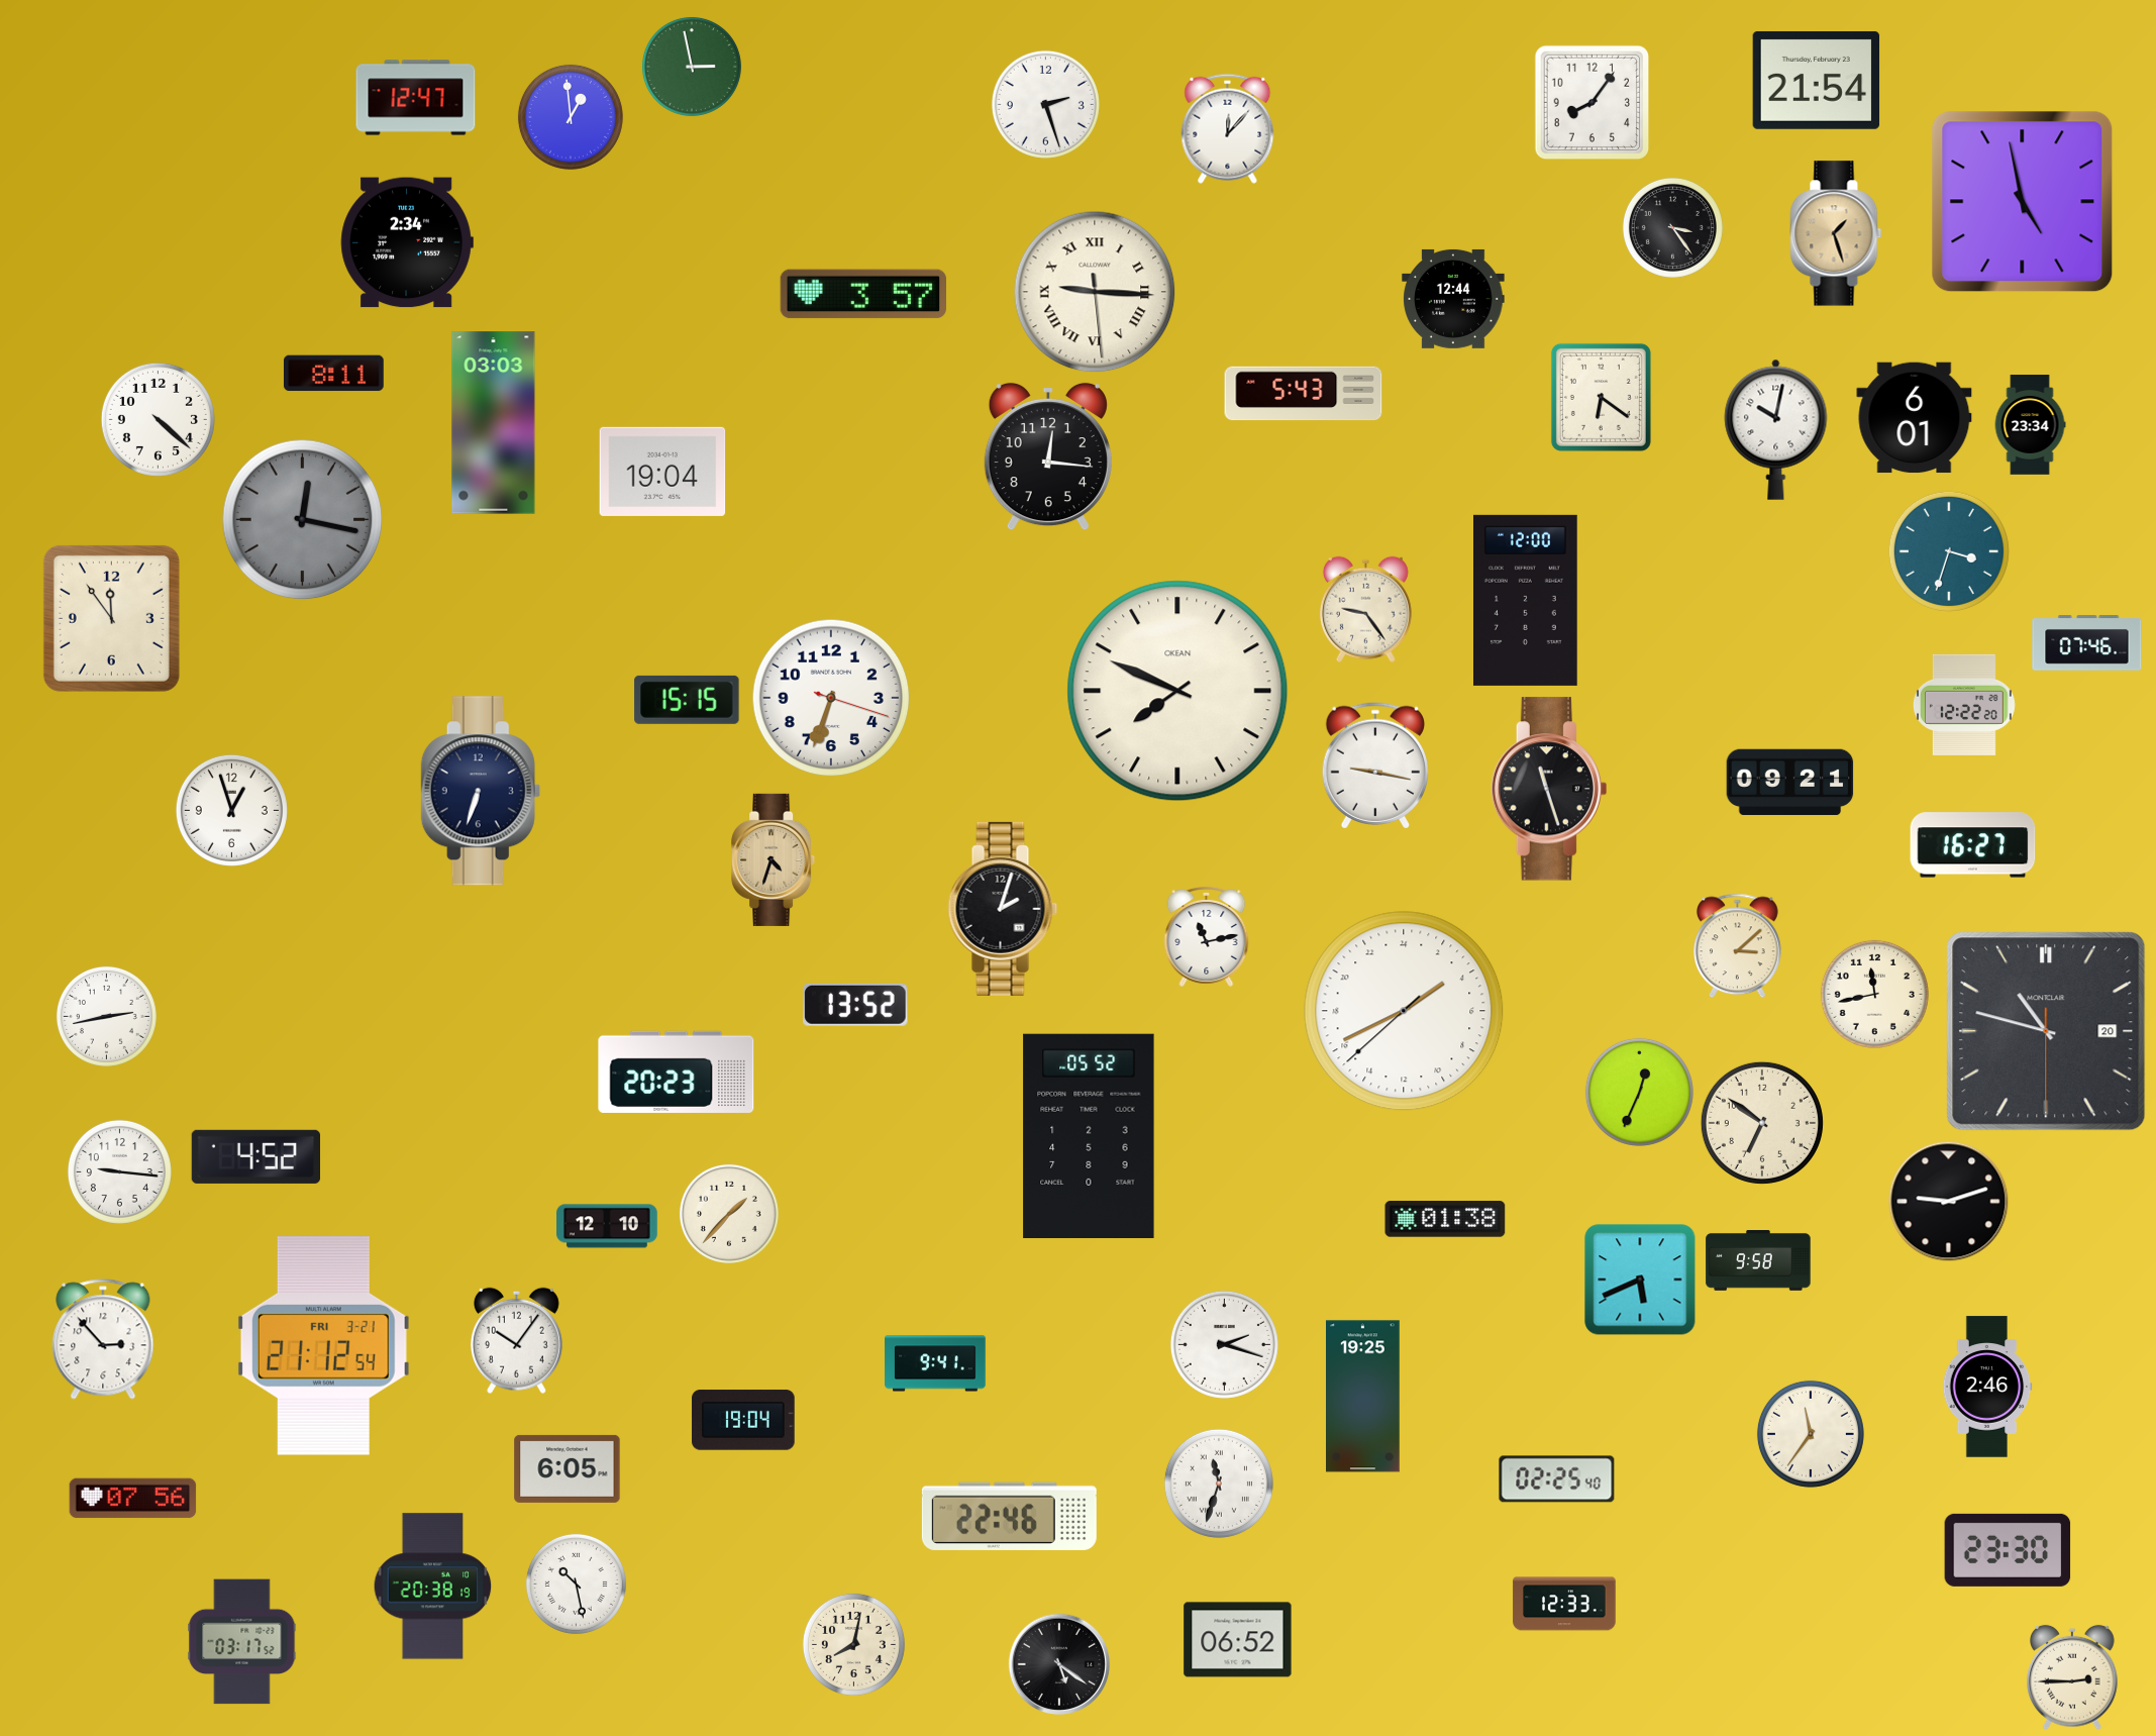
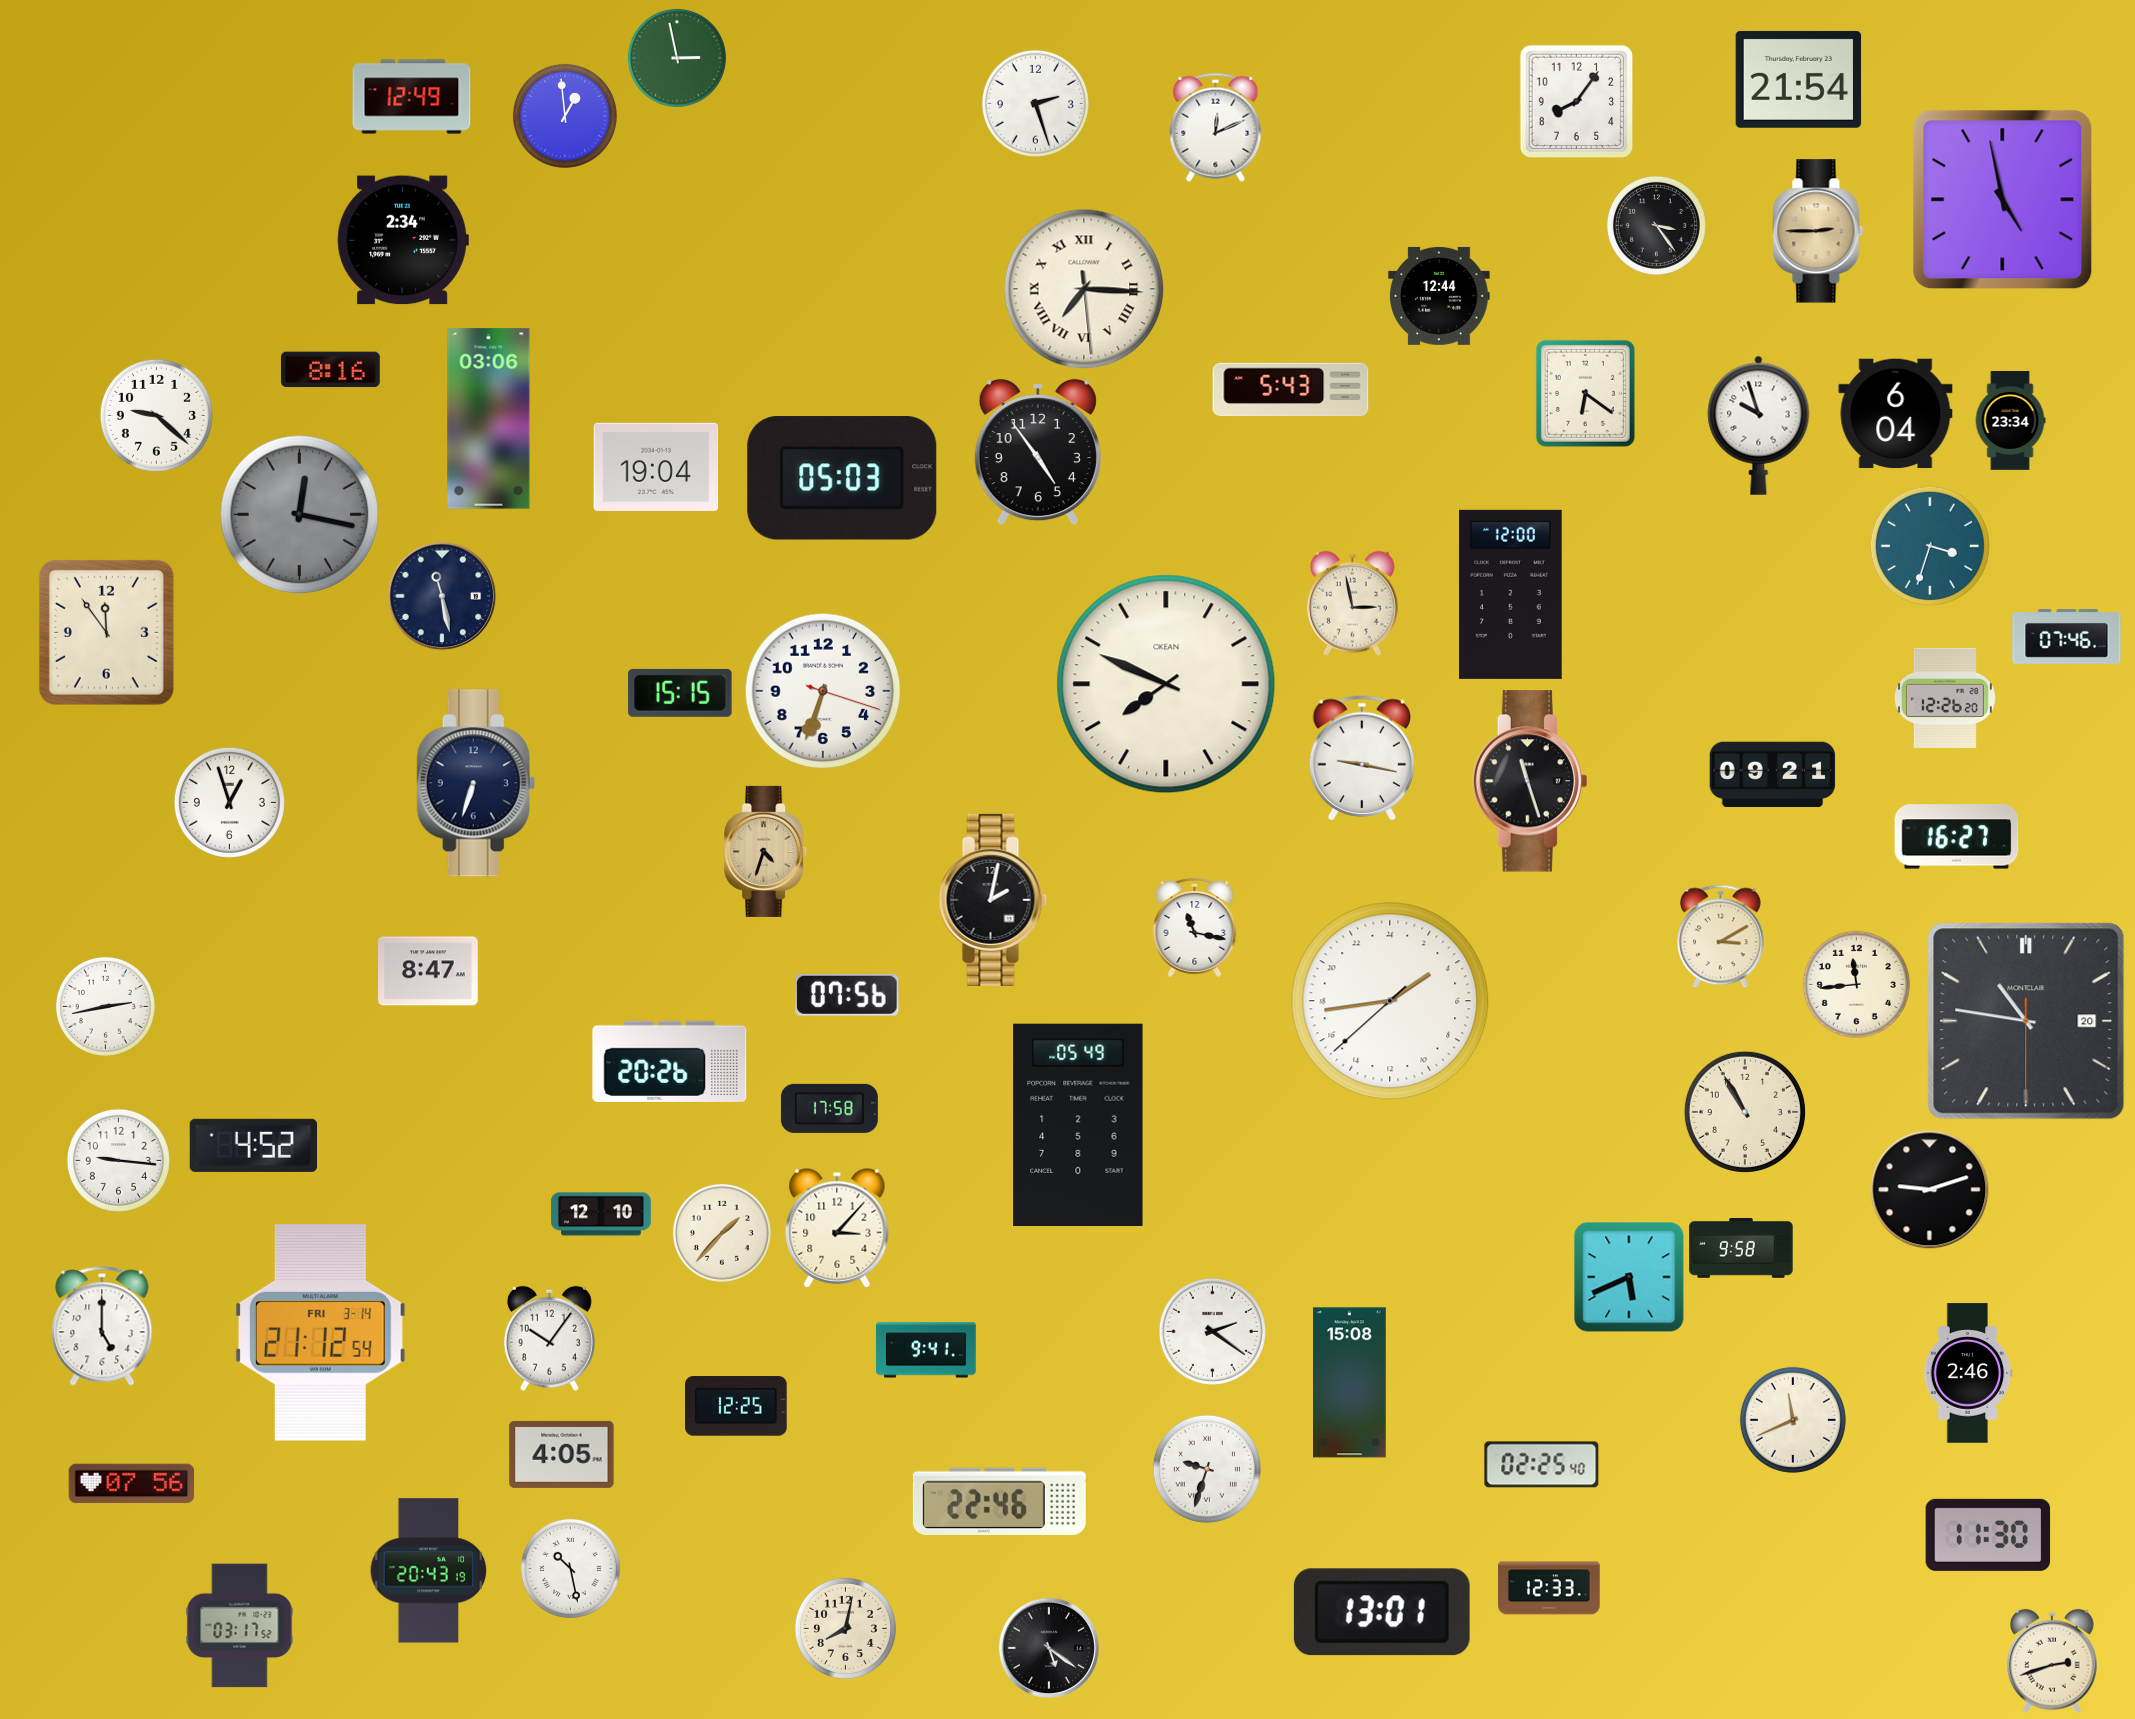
clock at (692, 67) position: (692, 67) -> (677, 58)
clock at (416, 98): 12:47 -> 12:49
clock at (1228, 128): 12:07 -> 12:11
clock at (1836, 233): 1:27 -> 2:45
clock at (1095, 292): 9:15 -> 7:15
clock at (862, 294): 3:57 -> none
clock at (333, 374): 8:11 -> 8:16
clock at (1915, 418): 6:01 -> 6:04
clock at (158, 419): 4:22 -> 9:22
clock at (494, 423): 03:03 -> 03:06
clock at (1776, 429): 10:02 -> 9:57
clock at (1048, 456): 12:16 -> 4:54
clock at (842, 478): none -> 05:03
clock at (442, 596): none -> 11:28
clock at (1365, 609): 9:24 -> 2:58
clock at (111, 618) position: (111, 618) -> (106, 632)
clock at (1964, 705): 12:22 -> 12:26
clock at (1549, 789) position: (1549, 789) -> (1530, 781)
clock at (1973, 845) position: (1973, 845) -> (1957, 837)
clock at (1003, 909): 2:03 -> 2:02
clock at (1207, 937): 11:13 -> 11:17
clock at (1738, 946): 3:08 -> 3:10
clock at (429, 971): none -> 8:47
clock at (1874, 994): 11:43 -> 11:44
clock at (855, 1005): 13:52 -> 07:56
clock at (1404, 1011): 3:40 -> 3:43
clock at (2046, 1031): 10:47 -> 10:46
clock at (677, 1071): 20:23 -> 20:26
clock at (1639, 1092): 12:34 -> none
clock at (829, 1108): none -> 17:58
clock at (1762, 1123): 6:51 -> 10:55
clock at (1089, 1135): 05:52 -> 05:49
clock at (729, 1214) position: (729, 1214) -> (722, 1233)
clock at (1445, 1219): 01:38 -> none
clock at (837, 1228): none -> 3:07
clock at (1640, 1280) position: (1640, 1280) -> (1629, 1277)
clock at (103, 1339): 2:53 -> 5:00
clock at (516, 1340) position: (516, 1340) -> (549, 1338)
clock at (1224, 1344): 2:18 -> 2:21
clock at (323, 1346) date: FRI 3-21 -> FRI 3-14
clock at (1363, 1397): 19:25 -> 15:08
clock at (743, 1420): 19:04 -> 12:25
clock at (1811, 1434): 11:36 -> 11:41
clock at (568, 1468): 6:05 -> 4:05
clock at (1219, 1484): 11:33 -> 9:33
clock at (2008, 1550): 23:30 -> 11:30
clock at (433, 1587): 20:38 -> 20:43
clock at (1382, 1612): none -> 13:01
clock at (1238, 1640): 06:52 -> none
clock at (2073, 1677): 2:45 -> 2:42
